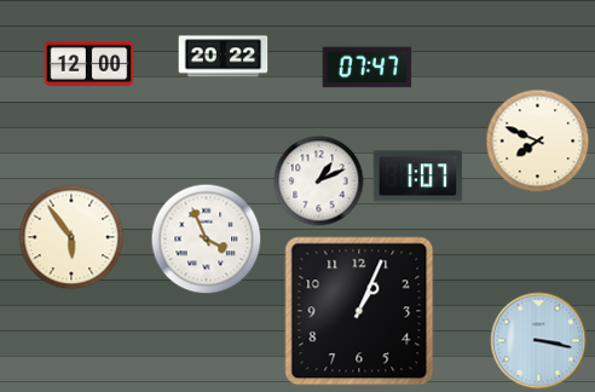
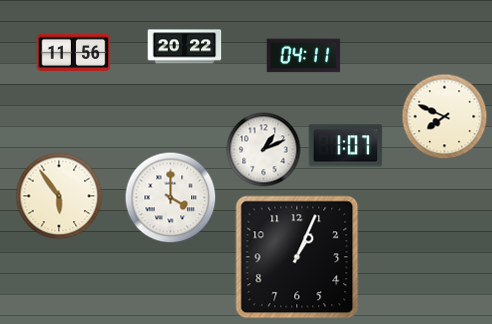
clock at (89, 63): 12:00 -> 11:56
clock at (368, 68): 07:47 -> 04:11
clock at (207, 240): 3:56 -> 4:00
clock at (539, 341): 3:17 -> none
